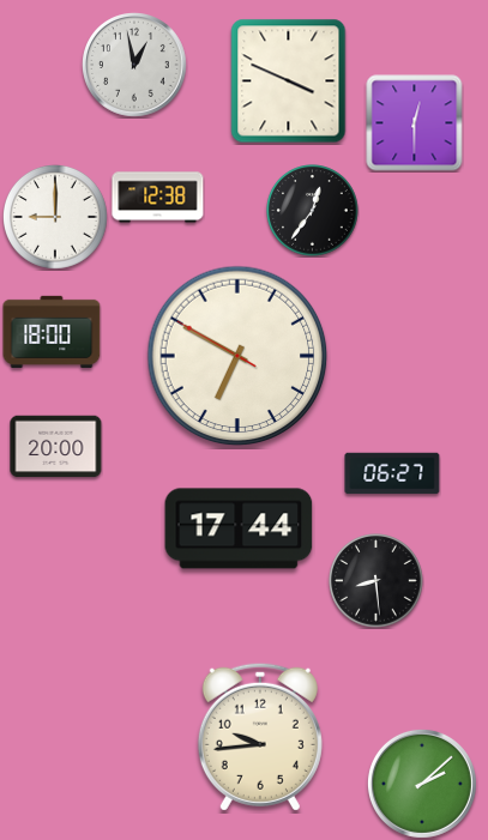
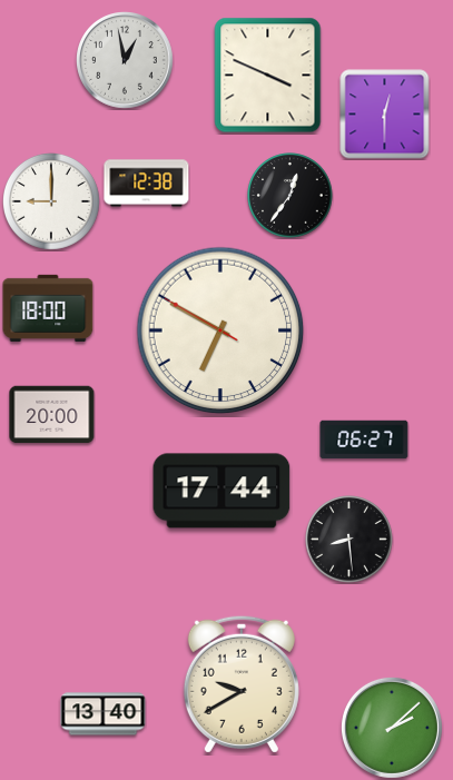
clock at (260, 737): 9:44 -> 9:40
clock at (104, 714): none -> 13:40
